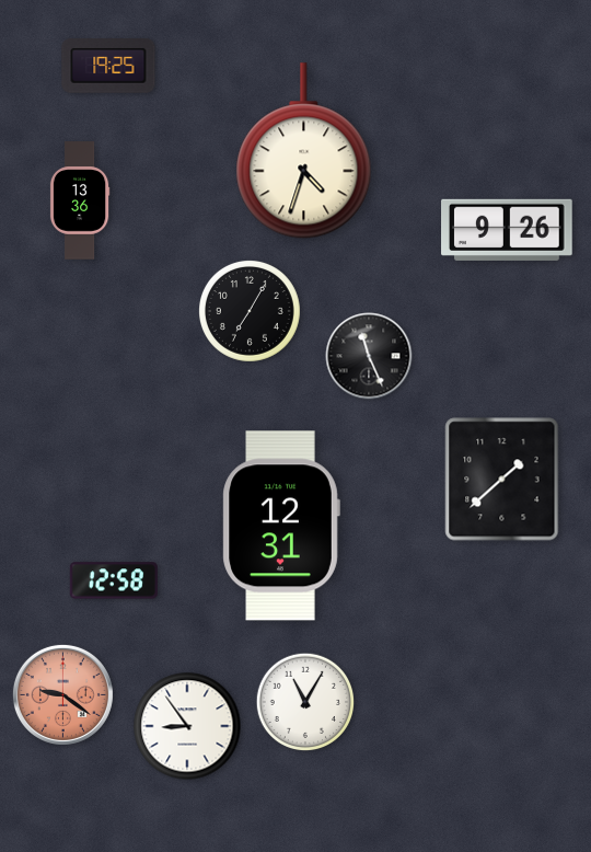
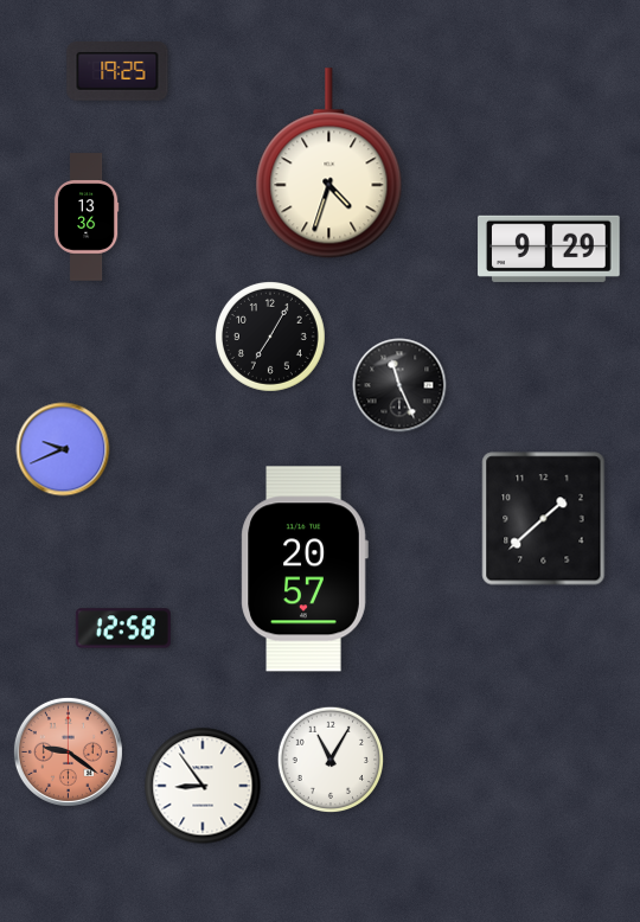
clock at (507, 230): 9:26 -> 9:29
clock at (63, 449): none -> 9:41
clock at (281, 526): 12:31 -> 20:57
